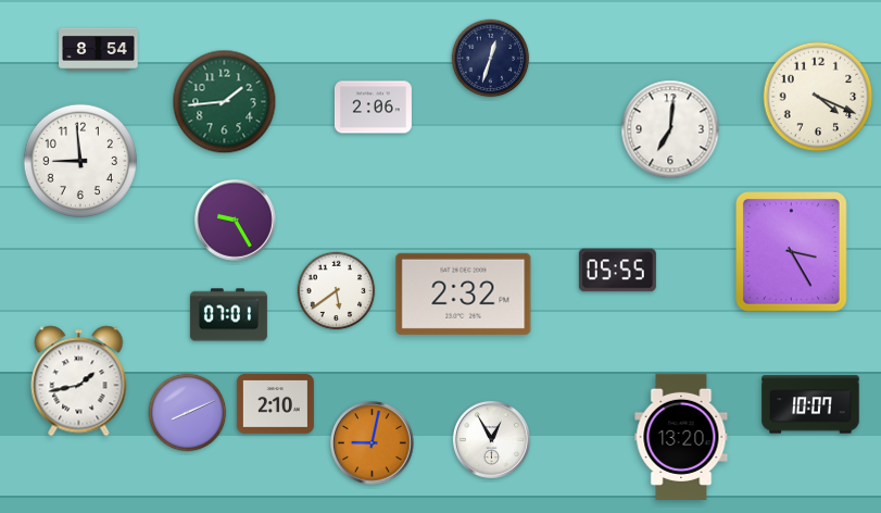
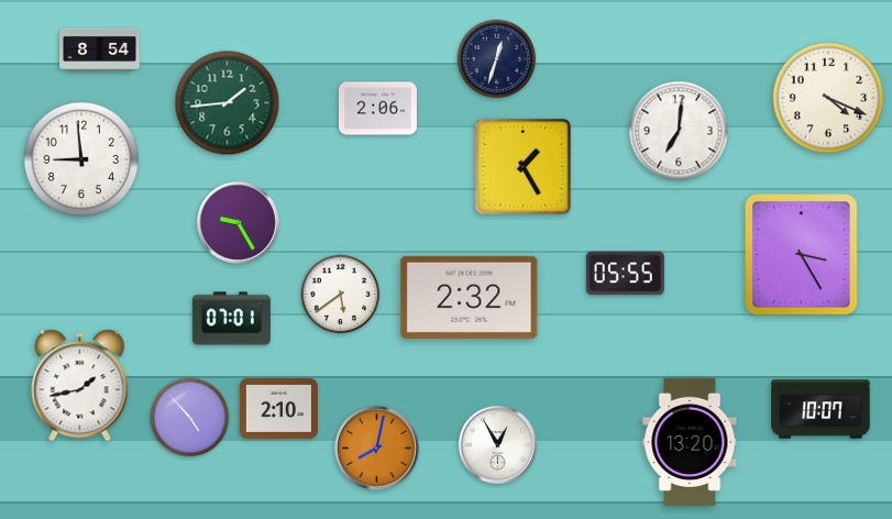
clock at (79, 160) position: (79, 160) -> (80, 158)
clock at (522, 166): none -> 1:25
clock at (188, 413): 8:11 -> 4:53
clock at (373, 443): 9:02 -> 8:02
